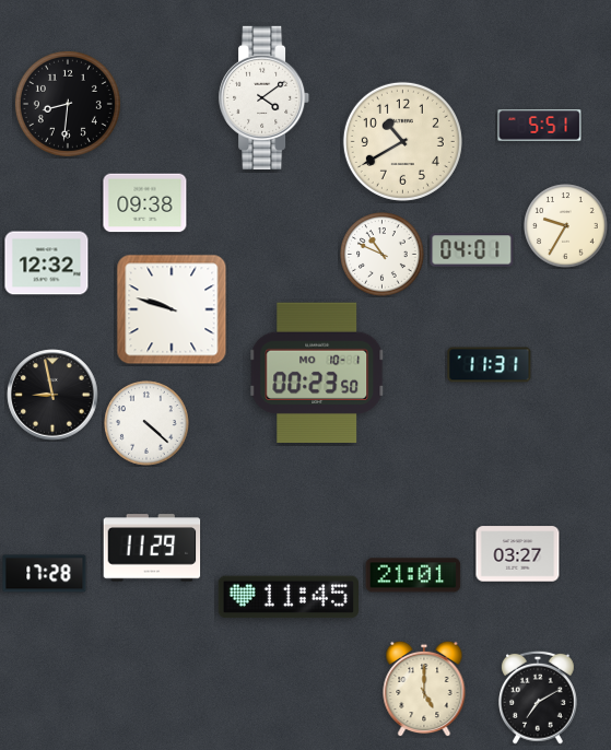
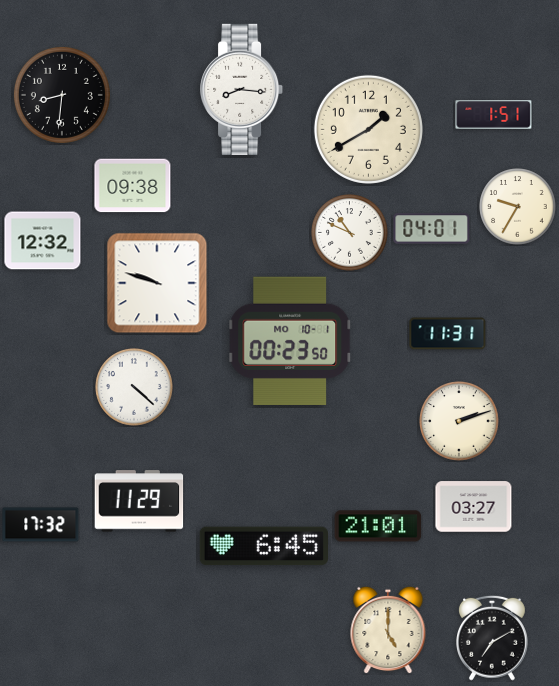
clock at (265, 97): 4:09 -> 8:16
clock at (540, 126): 5:51 -> 1:51
clock at (402, 141): 10:40 -> 1:40
clock at (52, 395): 8:58 -> none
clock at (459, 421): none -> 2:12
clock at (45, 574): 17:28 -> 17:32
clock at (289, 597): 11:45 -> 6:45
